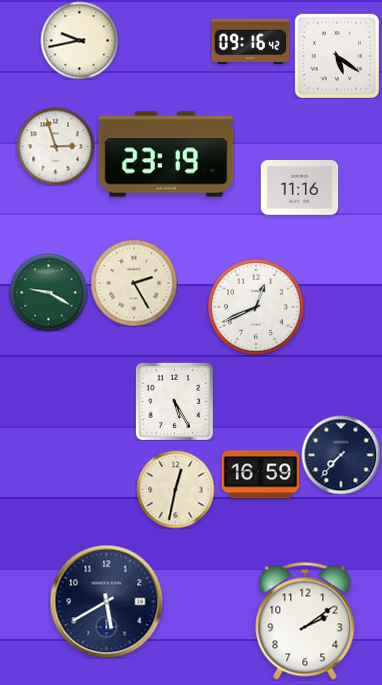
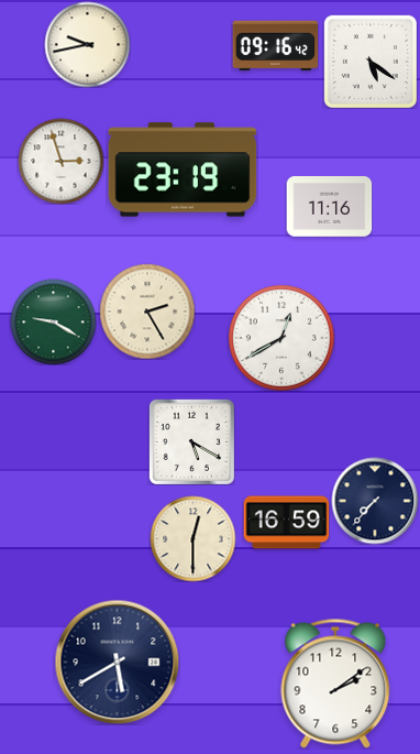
clock at (256, 307): 12:41 -> 12:40
clock at (174, 401): 5:25 -> 5:20
clock at (175, 489): 12:32 -> 12:30
